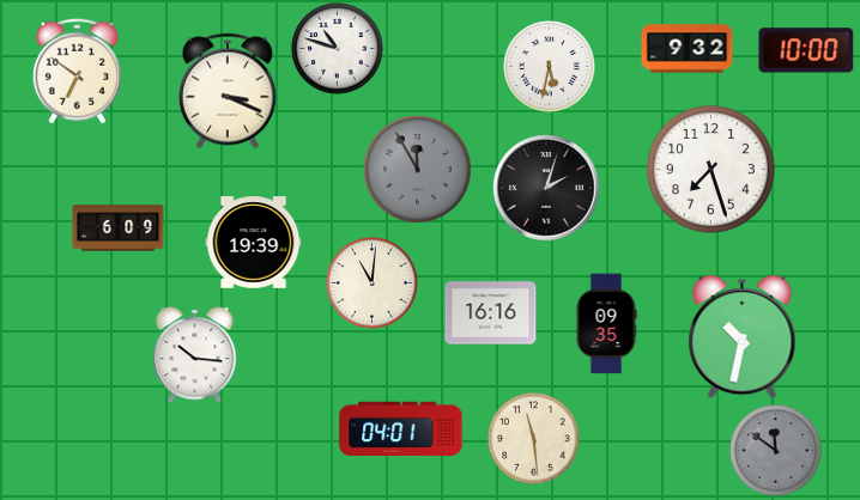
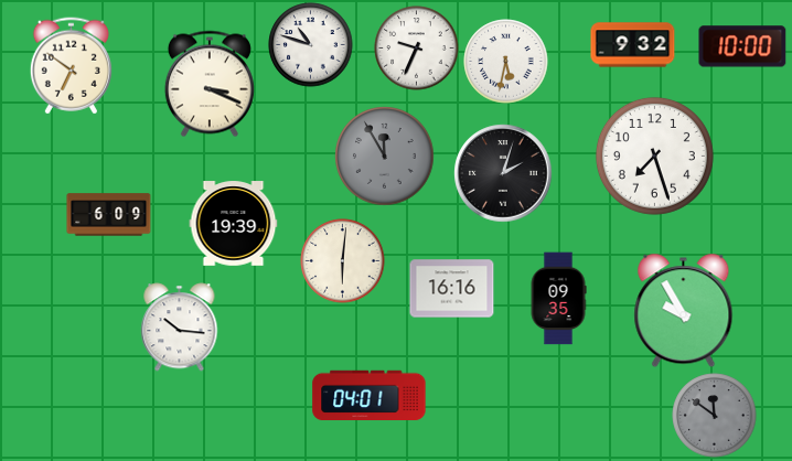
clock at (417, 49): none -> 9:34
clock at (119, 228) position: (119, 228) -> (109, 215)
clock at (373, 283): 11:01 -> 6:01
clock at (743, 337): 10:32 -> 9:55
clock at (534, 439): 11:29 -> none
